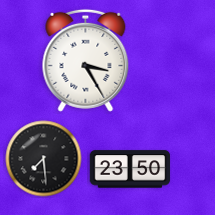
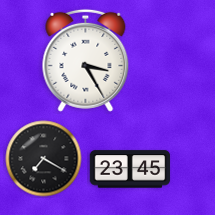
clock at (44, 159): 7:29 -> 7:20
clock at (130, 169): 23:50 -> 23:45
